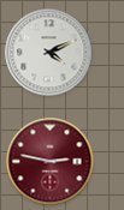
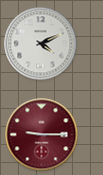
clock at (51, 162): 2:47 -> 9:15
